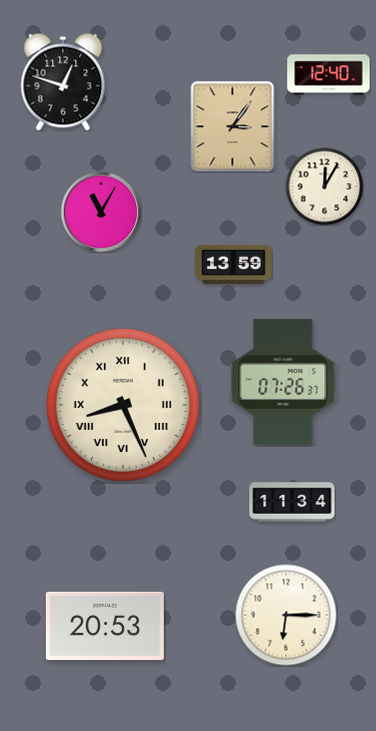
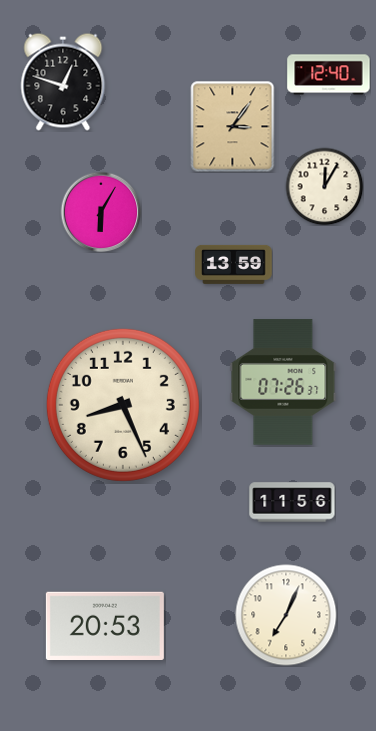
clock at (101, 212): 11:05 -> 6:05
clock at (123, 405) numerals: Roman -> Arabic
clock at (292, 502): 11:34 -> 11:56
clock at (286, 615): 6:15 -> 7:04
